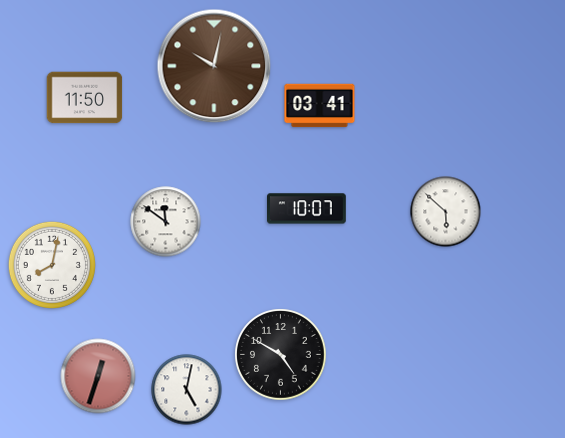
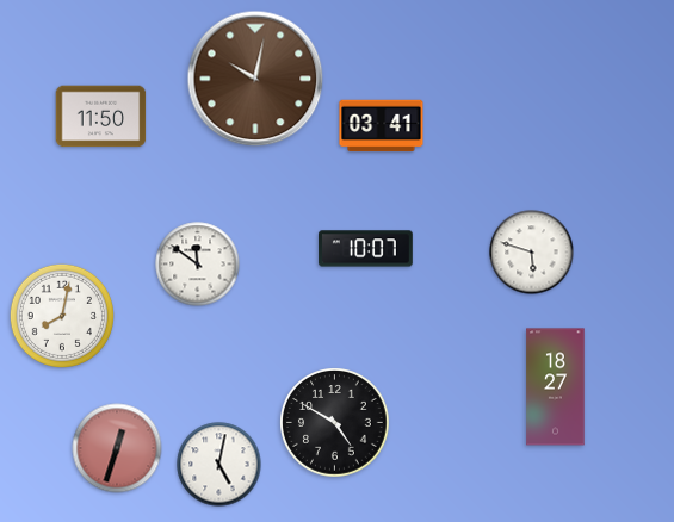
clock at (446, 212): 5:52 -> 5:48
clock at (556, 387): none -> 18:27
clock at (187, 390) position: (187, 390) -> (219, 465)
